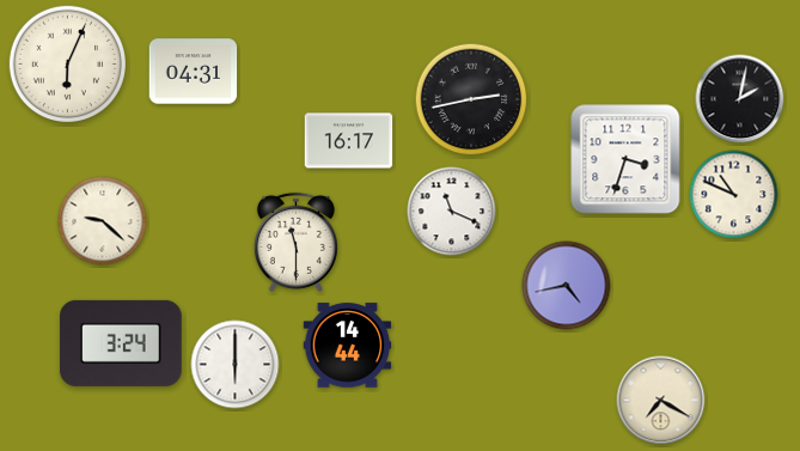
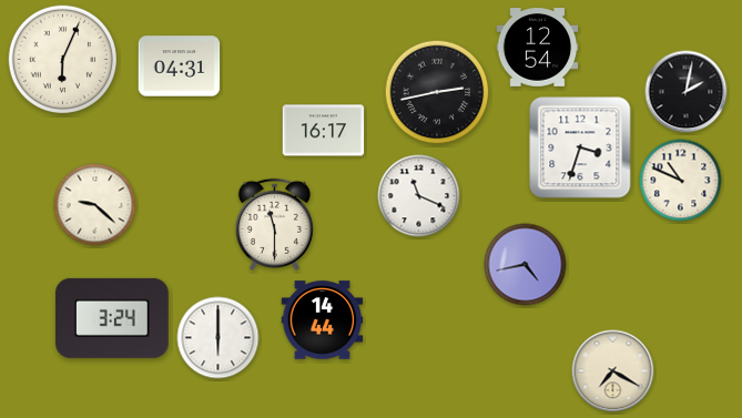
clock at (538, 48): none -> 12:54
